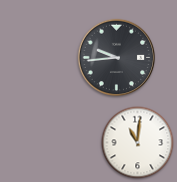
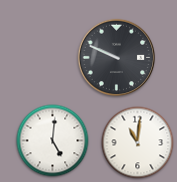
clock at (117, 58): 9:44 -> 9:49
clock at (53, 141): none -> 5:01
